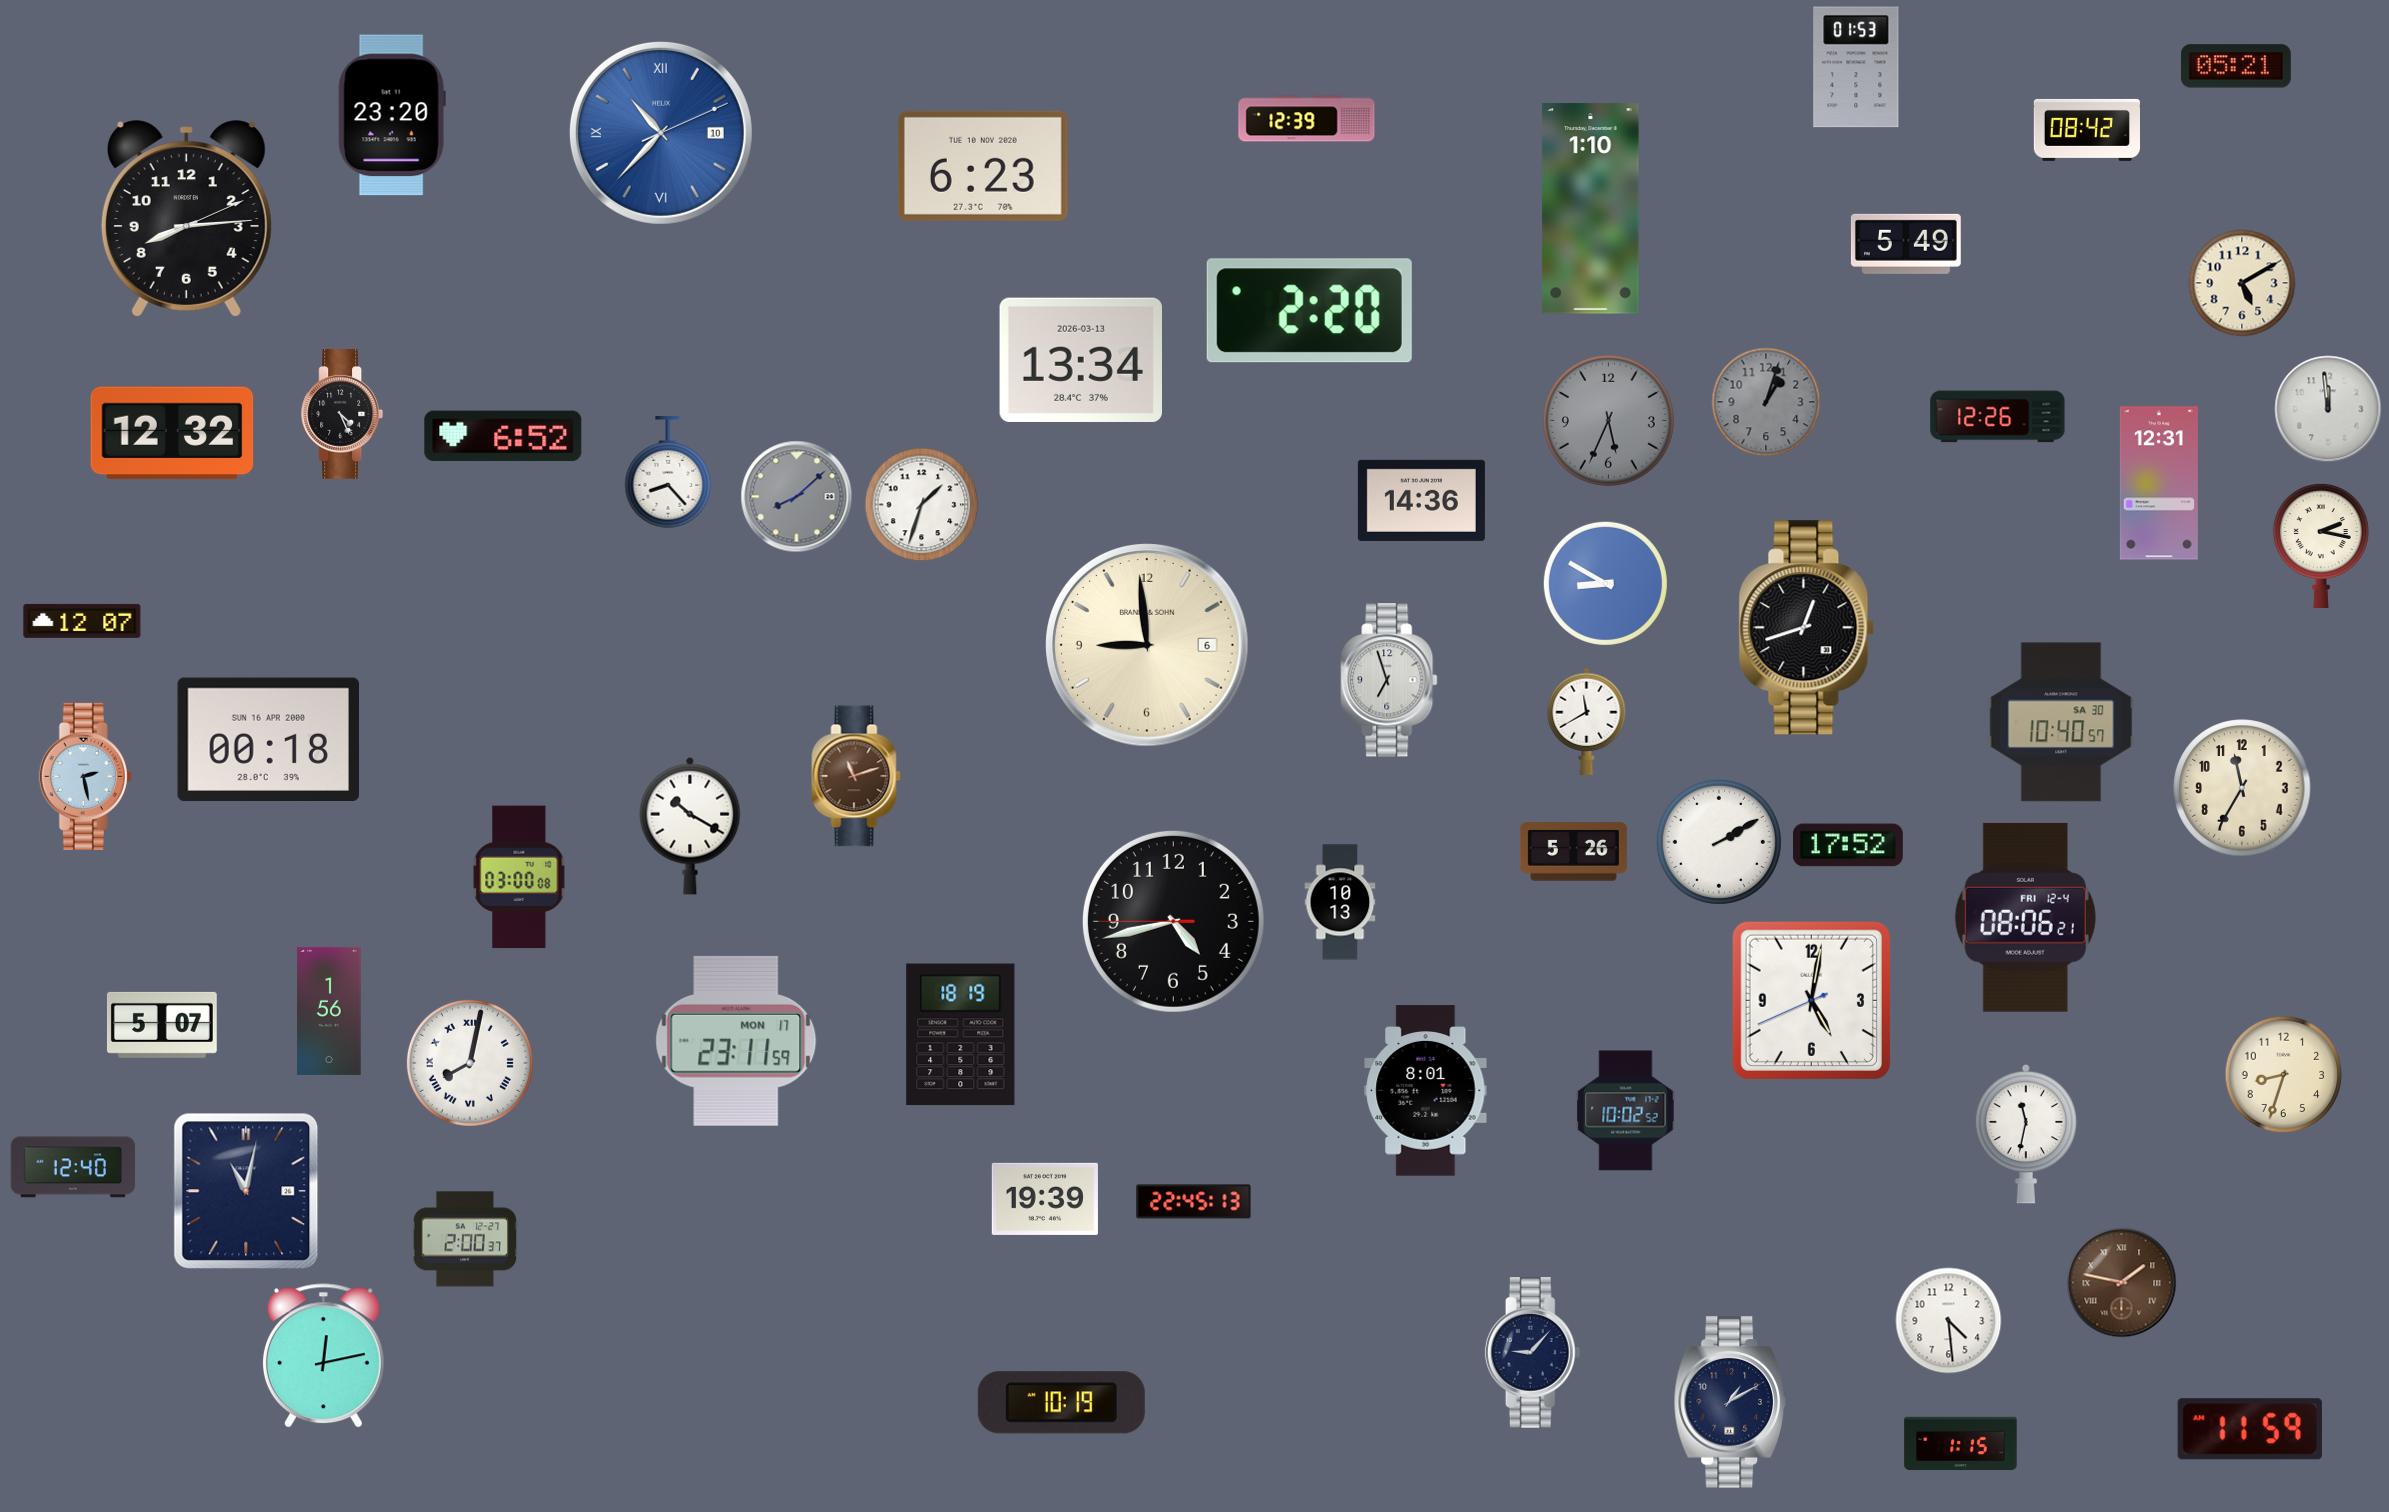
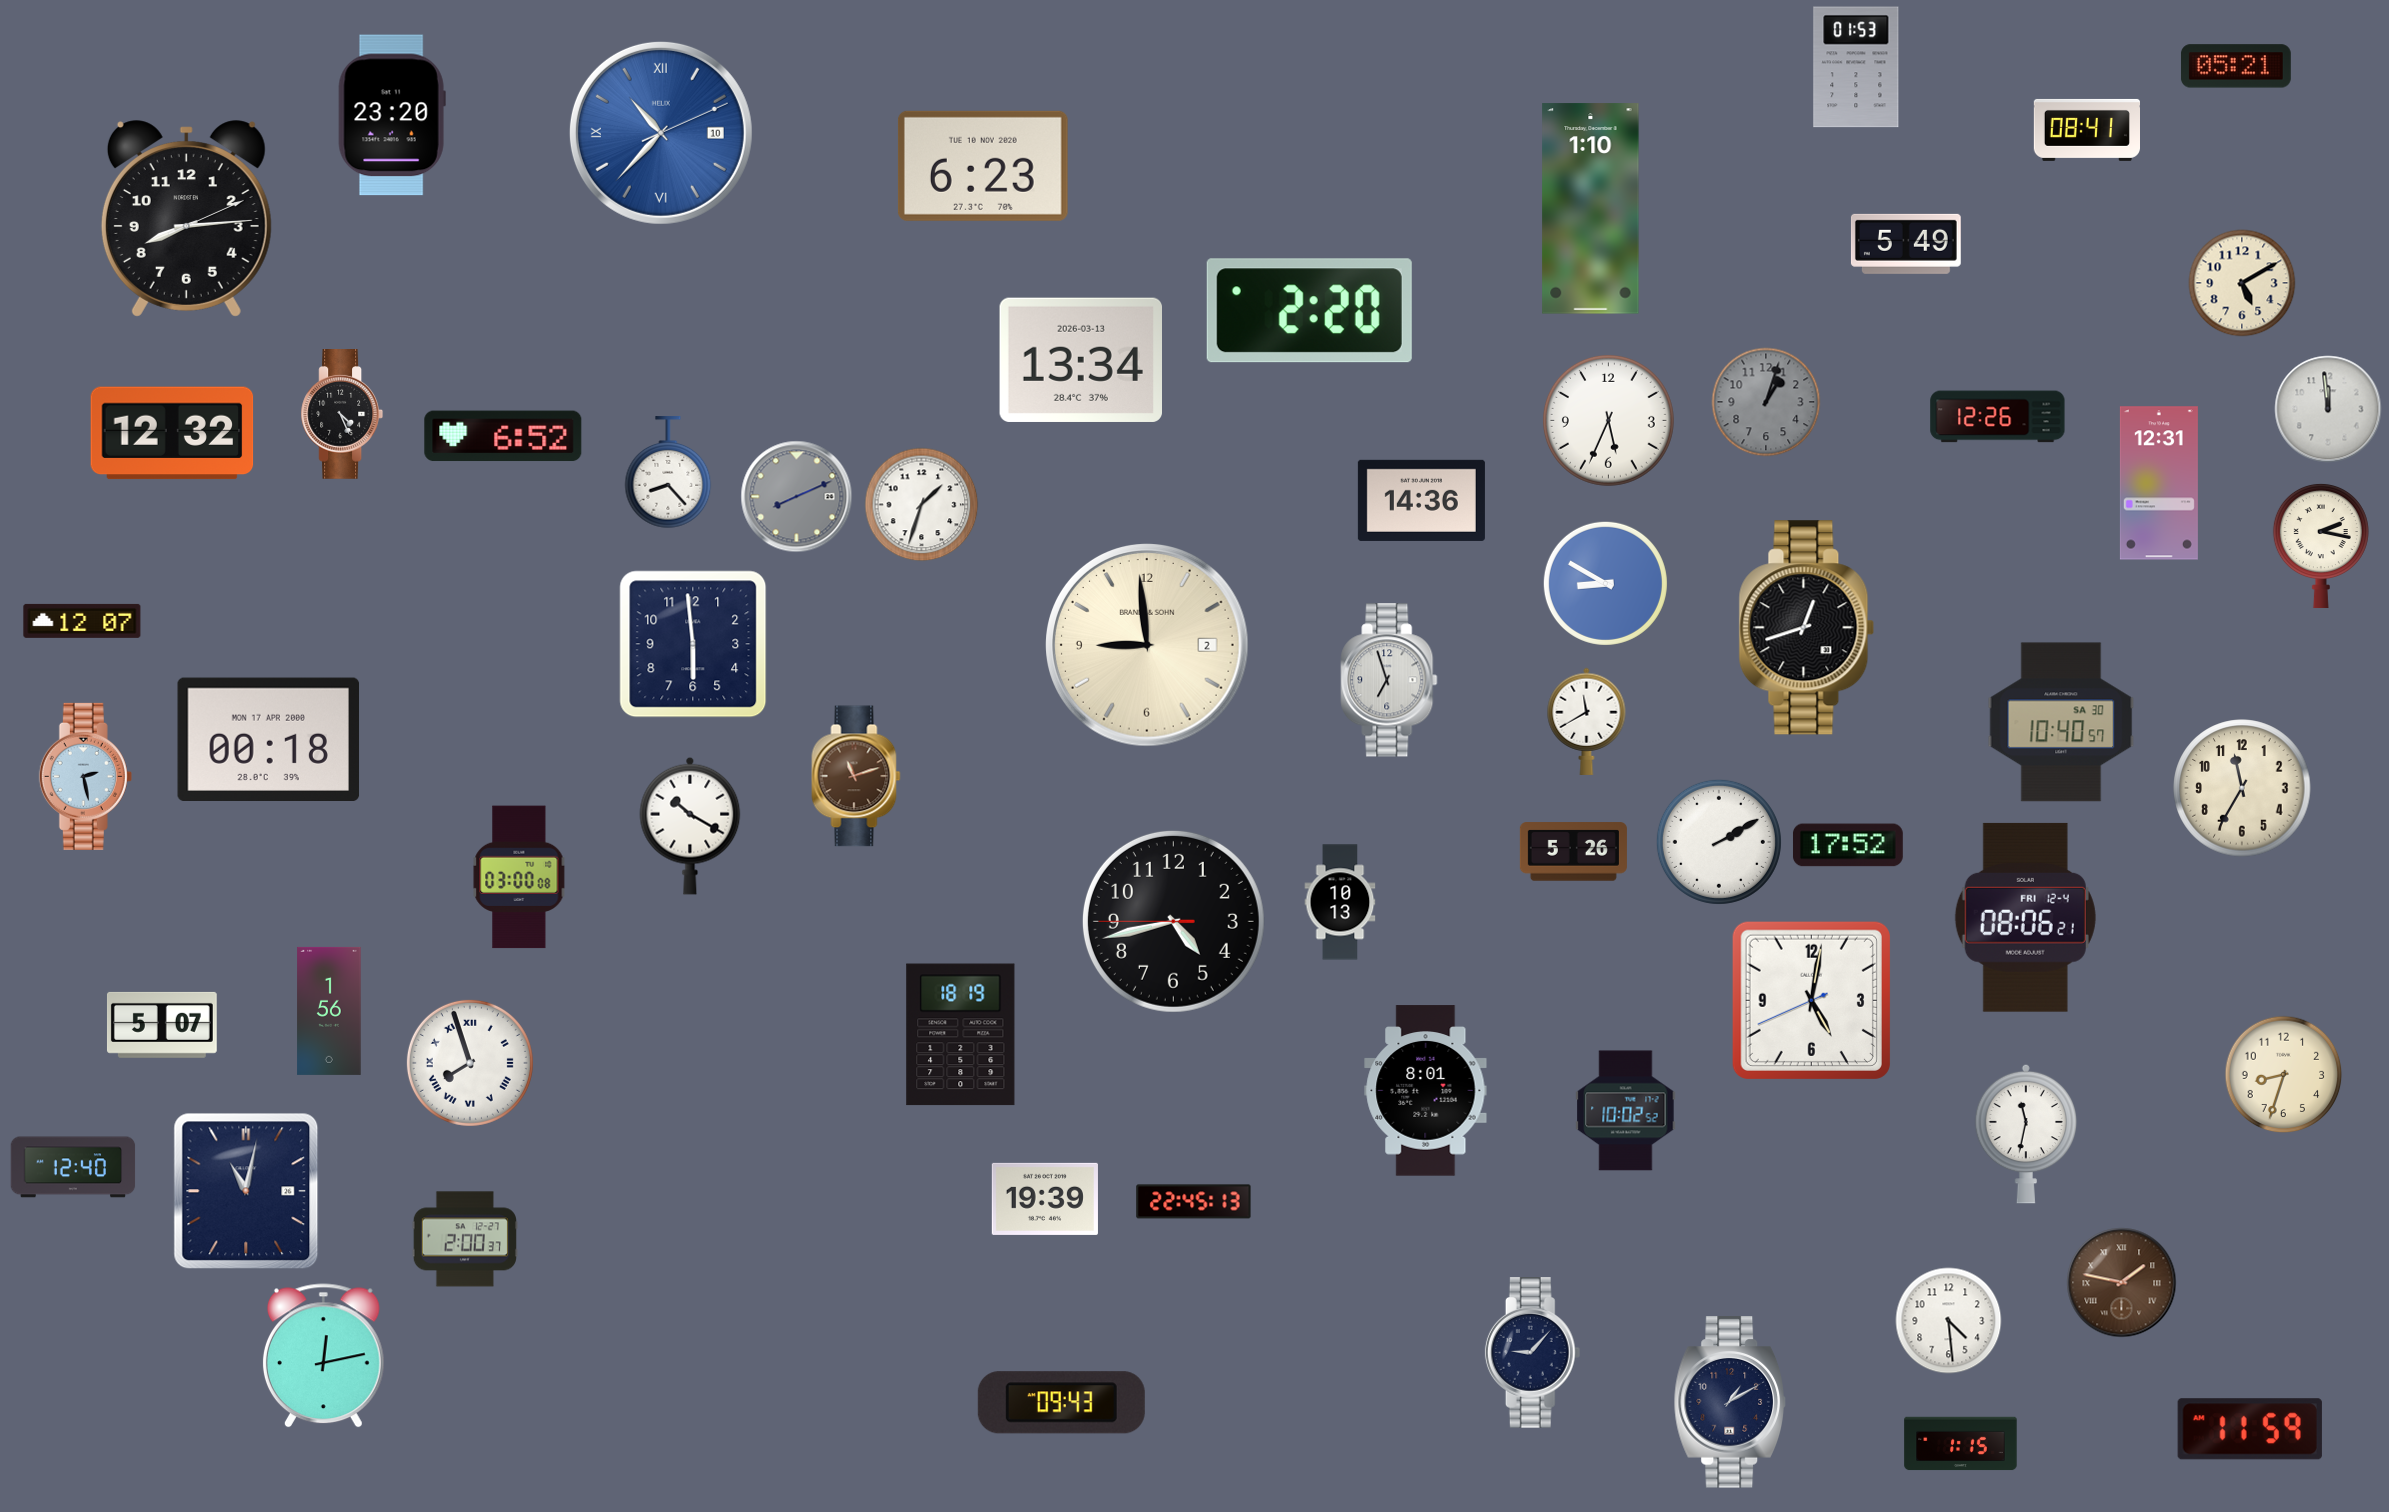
clock at (1307, 119): 12:39 -> none
clock at (2086, 130): 08:42 -> 08:41
clock at (1608, 420) dial: grey -> white
clock at (797, 497): 8:08 -> 8:11
clock at (693, 644): none -> 5:59
clock at (1148, 646) date: 6 -> 2
clock at (269, 739) date: SUN 16 APR 2000 -> MON 17 APR 2000
clock at (736, 1041): 23:11 -> none
clock at (470, 1063): 8:02 -> 7:57
clock at (1061, 1403): 10:19 -> 09:43
